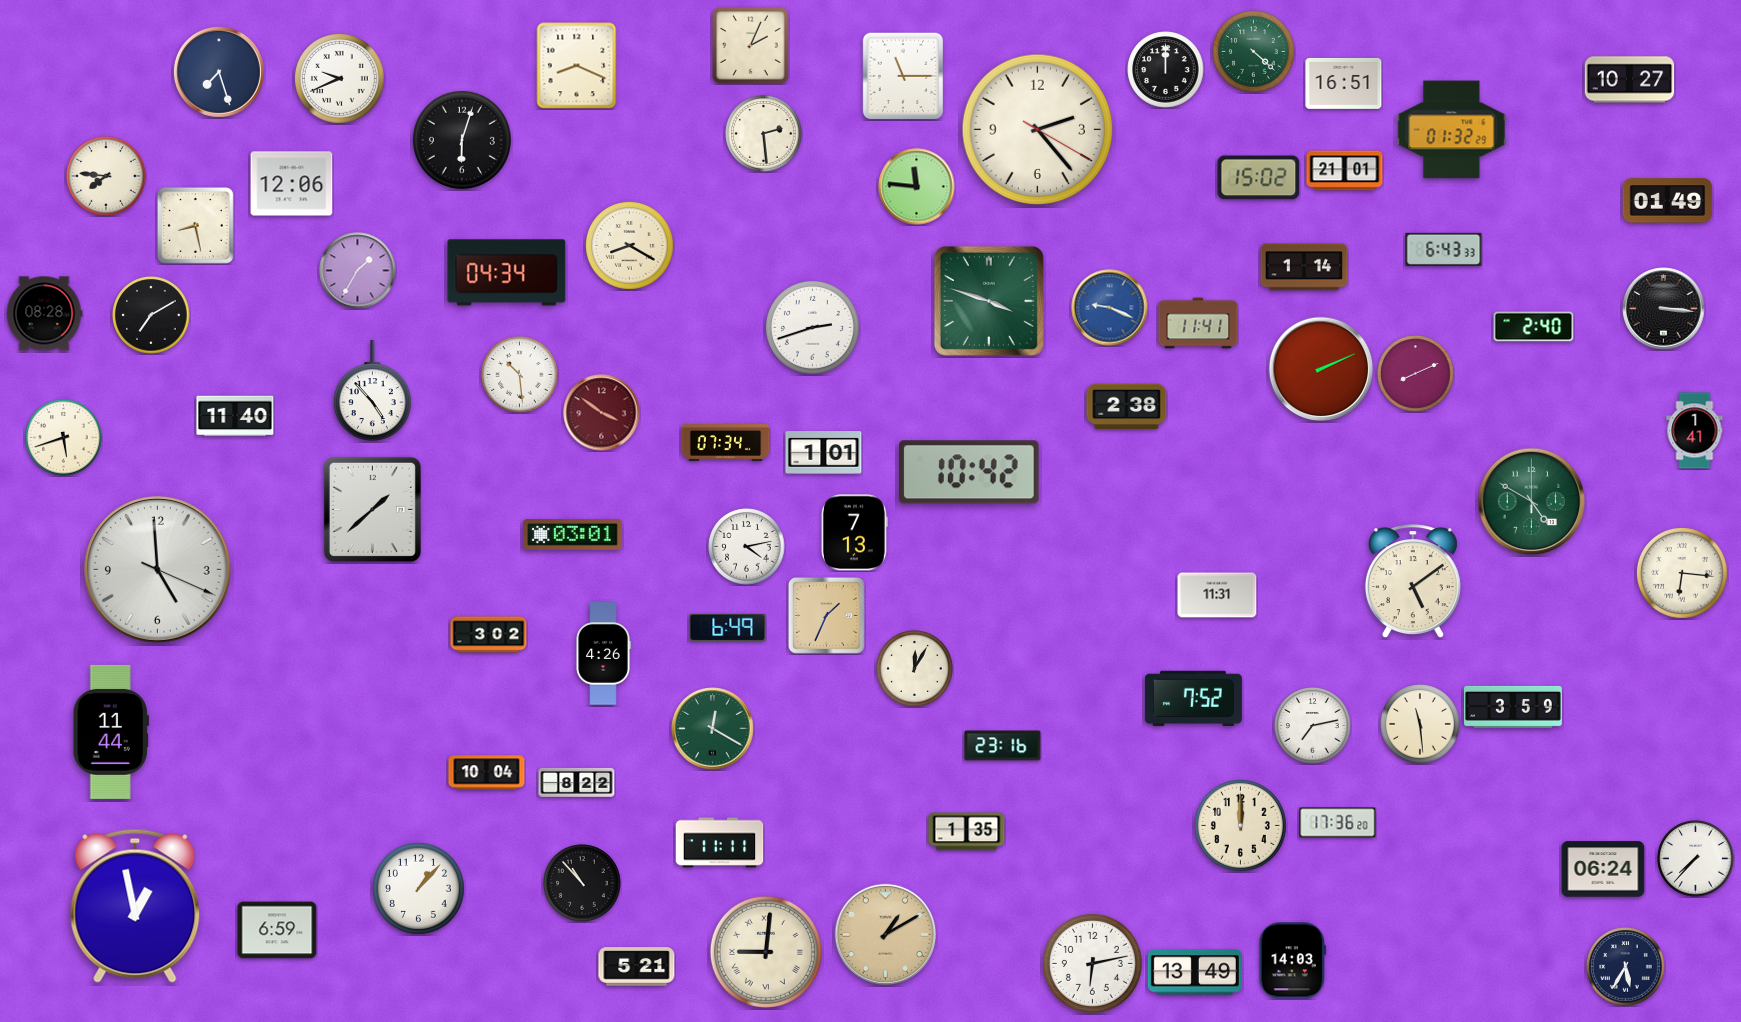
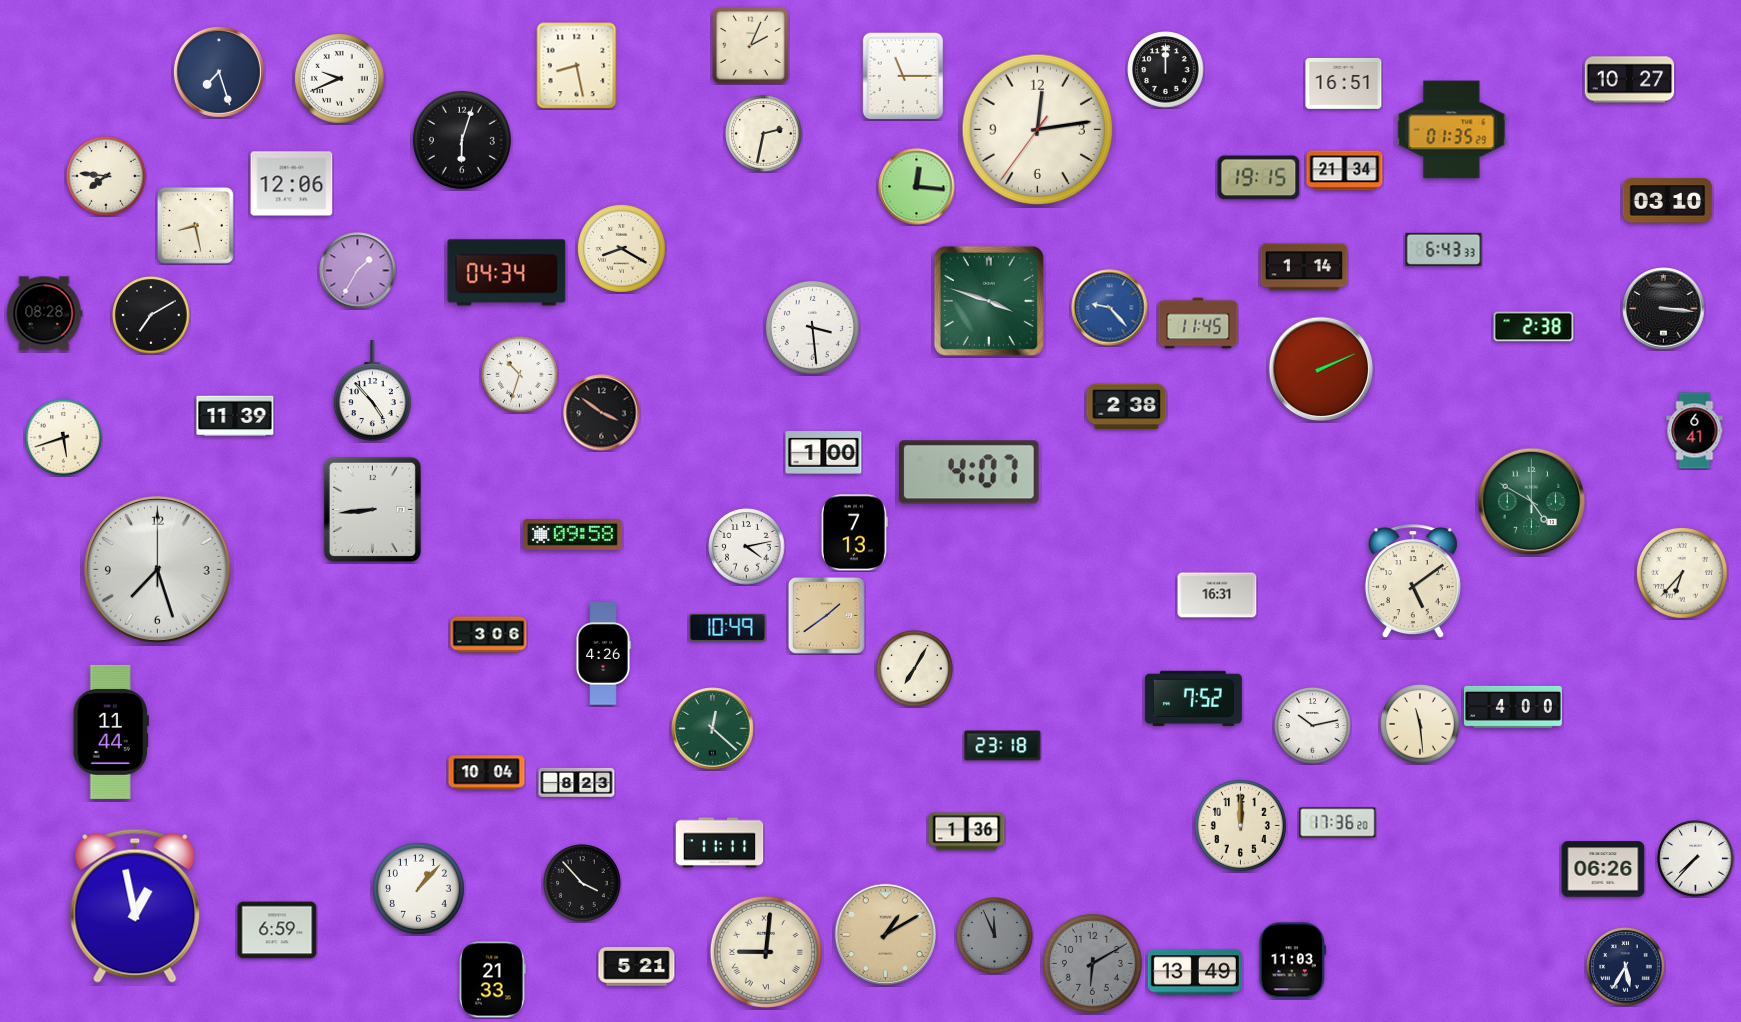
clock at (1254, 52): 4:22 -> none
clock at (577, 66): 8:19 -> 8:28
clock at (1038, 130): 2:23 -> 12:13
clock at (1452, 130): 01:32 -> 01:35
clock at (764, 134): 2:29 -> 2:32
clock at (1345, 171): 21:01 -> 21:34
clock at (1259, 178): 15:02 -> 19:15
clock at (917, 187): 11:46 -> 12:16
clock at (1668, 201): 01:49 -> 03:10
clock at (630, 246) position: (630, 246) -> (622, 249)
clock at (1110, 308): 9:19 -> 9:23
clock at (1198, 323): 11:41 -> 11:45
clock at (812, 327): 2:42 -> 3:29
clock at (1534, 327): 2:40 -> 2:38
clock at (1416, 374): 8:11 -> none
clock at (520, 375): 10:29 -> 10:33
clock at (602, 413) dial: burgundy -> black
clock at (235, 416): 11:40 -> 11:39
clock at (1695, 431): 1:41 -> 6:41
clock at (726, 443): 07:34 -> none
clock at (824, 453): 1:01 -> 1:00
clock at (970, 472): 10:42 -> 4:07
clock at (372, 509): 1:38 -> 8:44
clock at (573, 535): 03:01 -> 09:58
clock at (158, 570): 4:59 -> 7:27
clock at (1682, 573): 6:16 -> 6:37
clock at (1217, 595): 11:31 -> 16:31
clock at (826, 615): 1:34 -> 1:39
clock at (728, 627): 6:49 -> 10:49
clock at (489, 635): 3:02 -> 3:06
clock at (915, 669): 12:05 -> 7:05
clock at (1514, 707): 3:59 -> 4:00
clock at (1313, 726): 7:13 -> 10:13
clock at (713, 729): 12:20 -> 12:22
clock at (1003, 746): 23:16 -> 23:18
clock at (577, 782): 8:22 -> 8:23
clock at (967, 832): 1:35 -> 1:36
clock at (1603, 869): 06:24 -> 06:26
clock at (582, 883): 10:53 -> 3:53
clock at (995, 936): none -> 11:56
clock at (1292, 961): 14:03 -> 11:03
clock at (1092, 963): 6:13 -> 6:10
clock at (1092, 963) dial: white -> grey
clock at (493, 980): none -> 21:33
